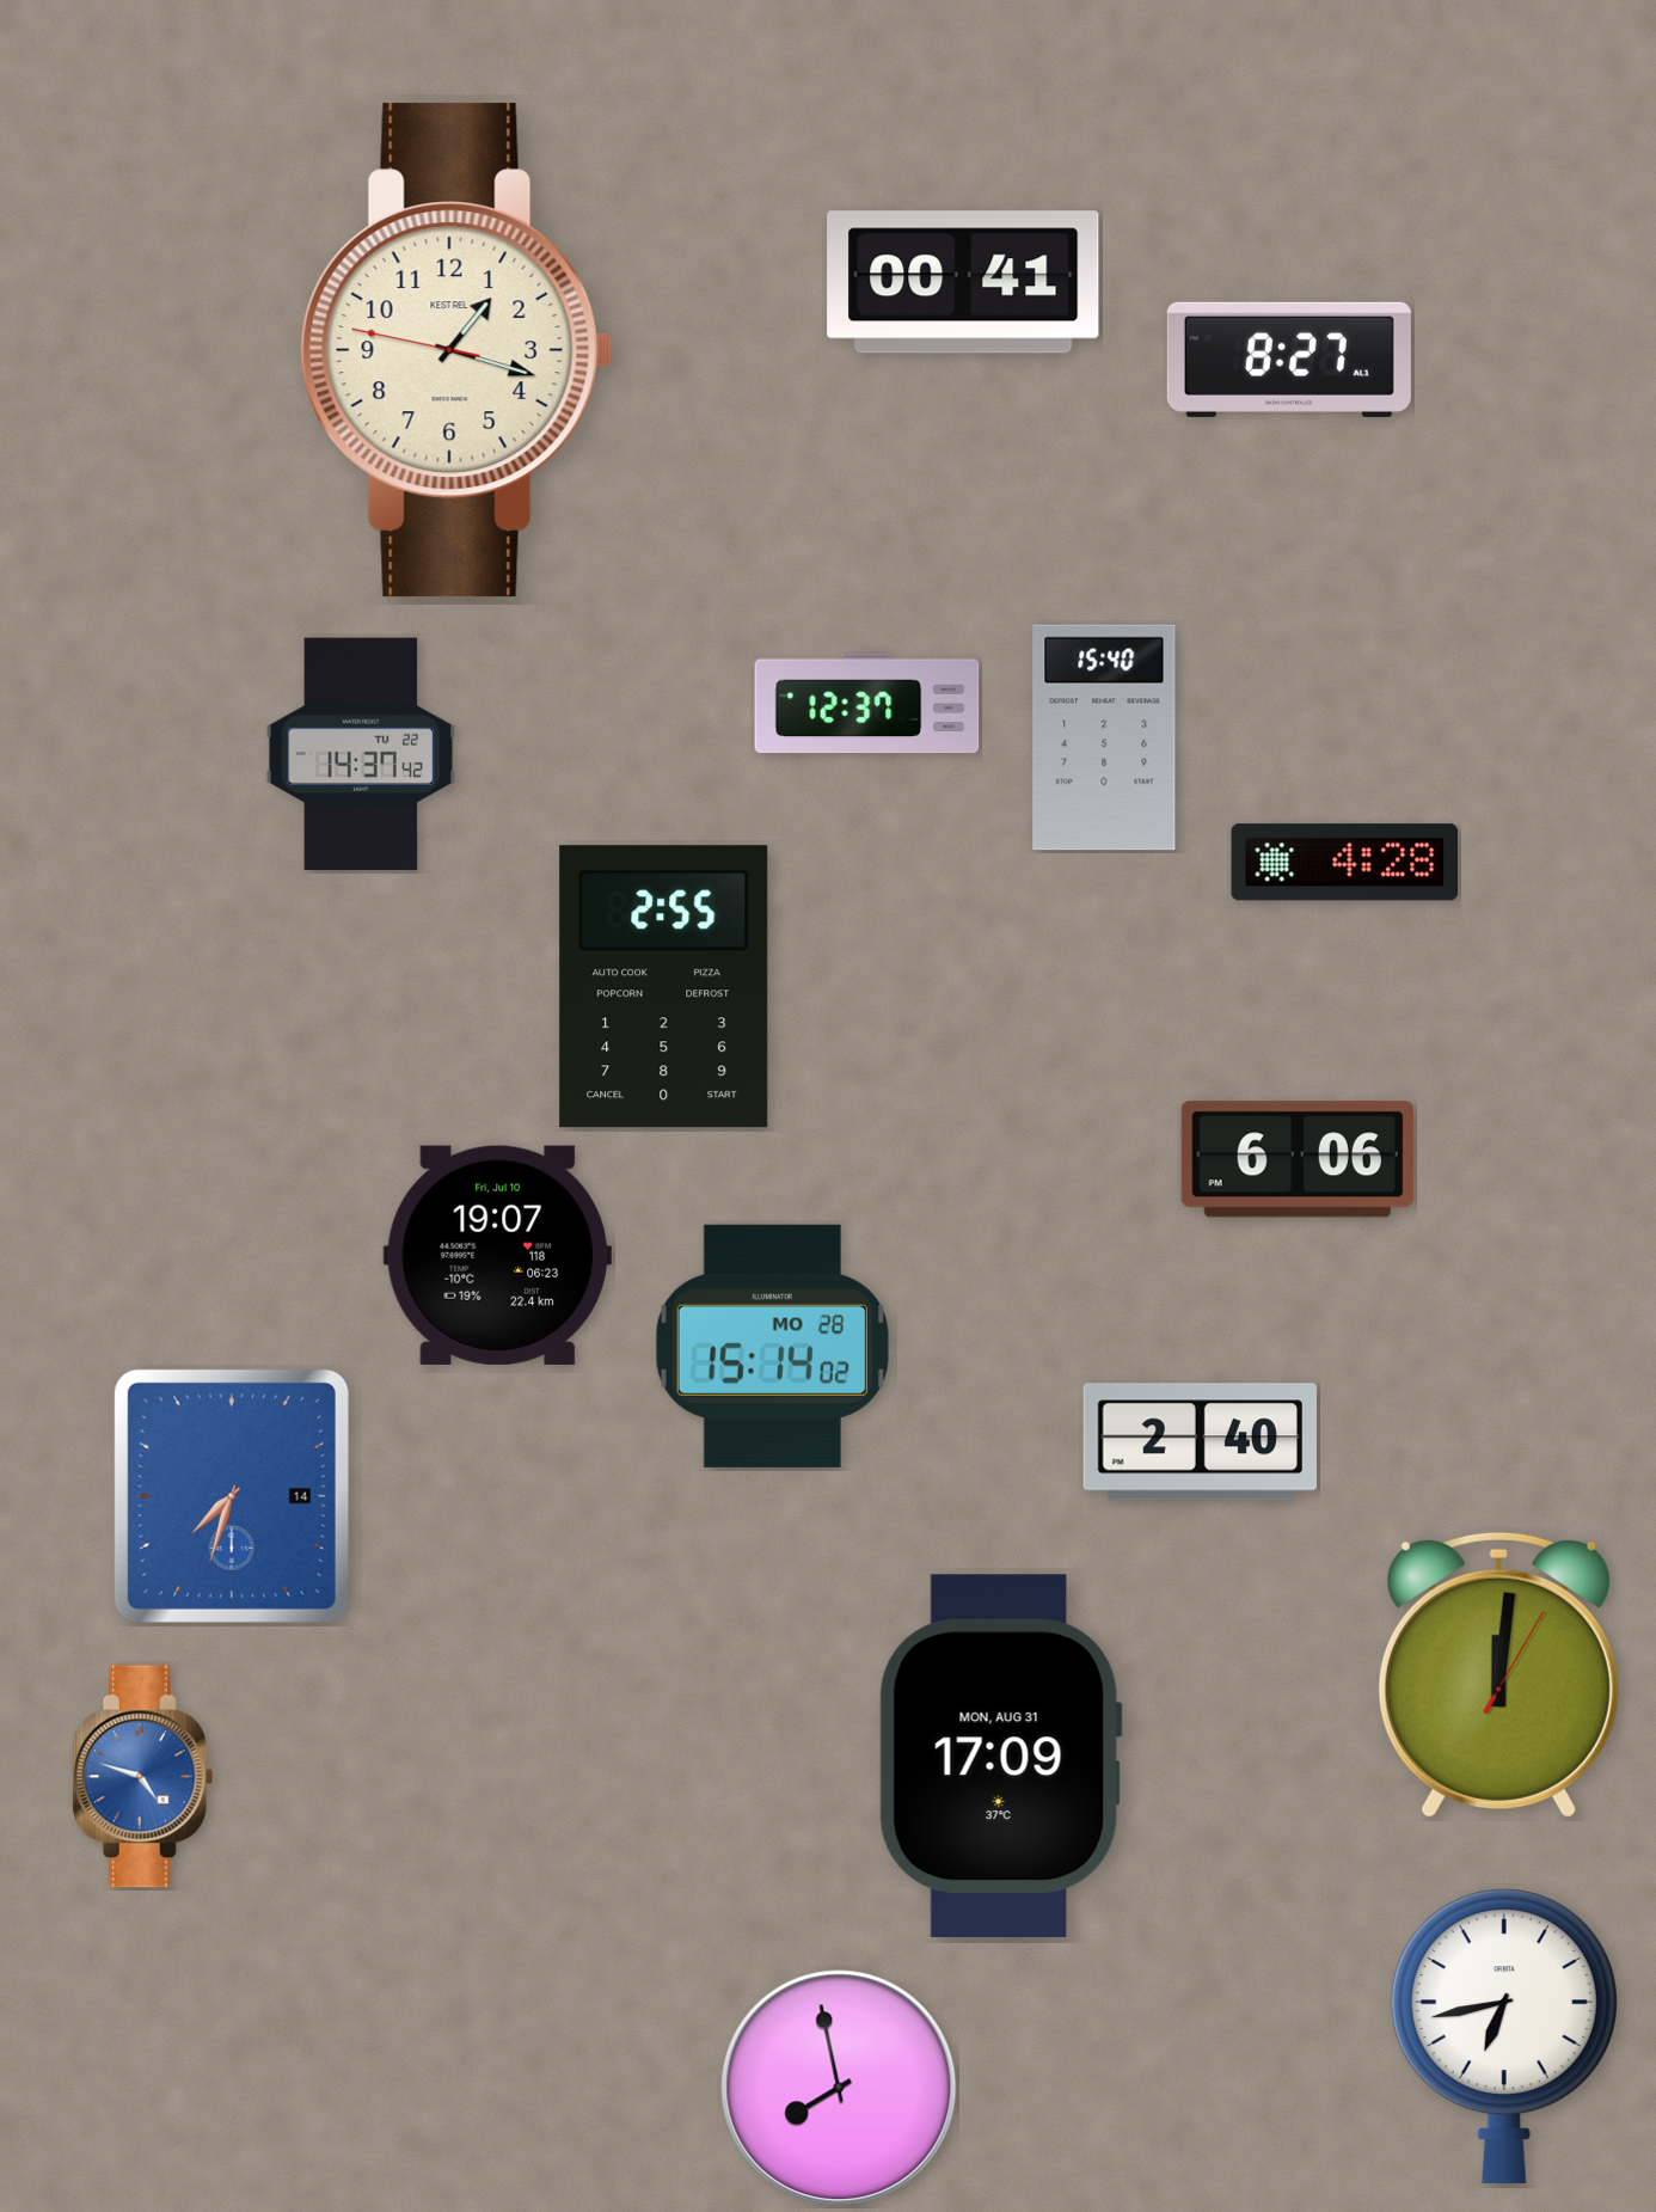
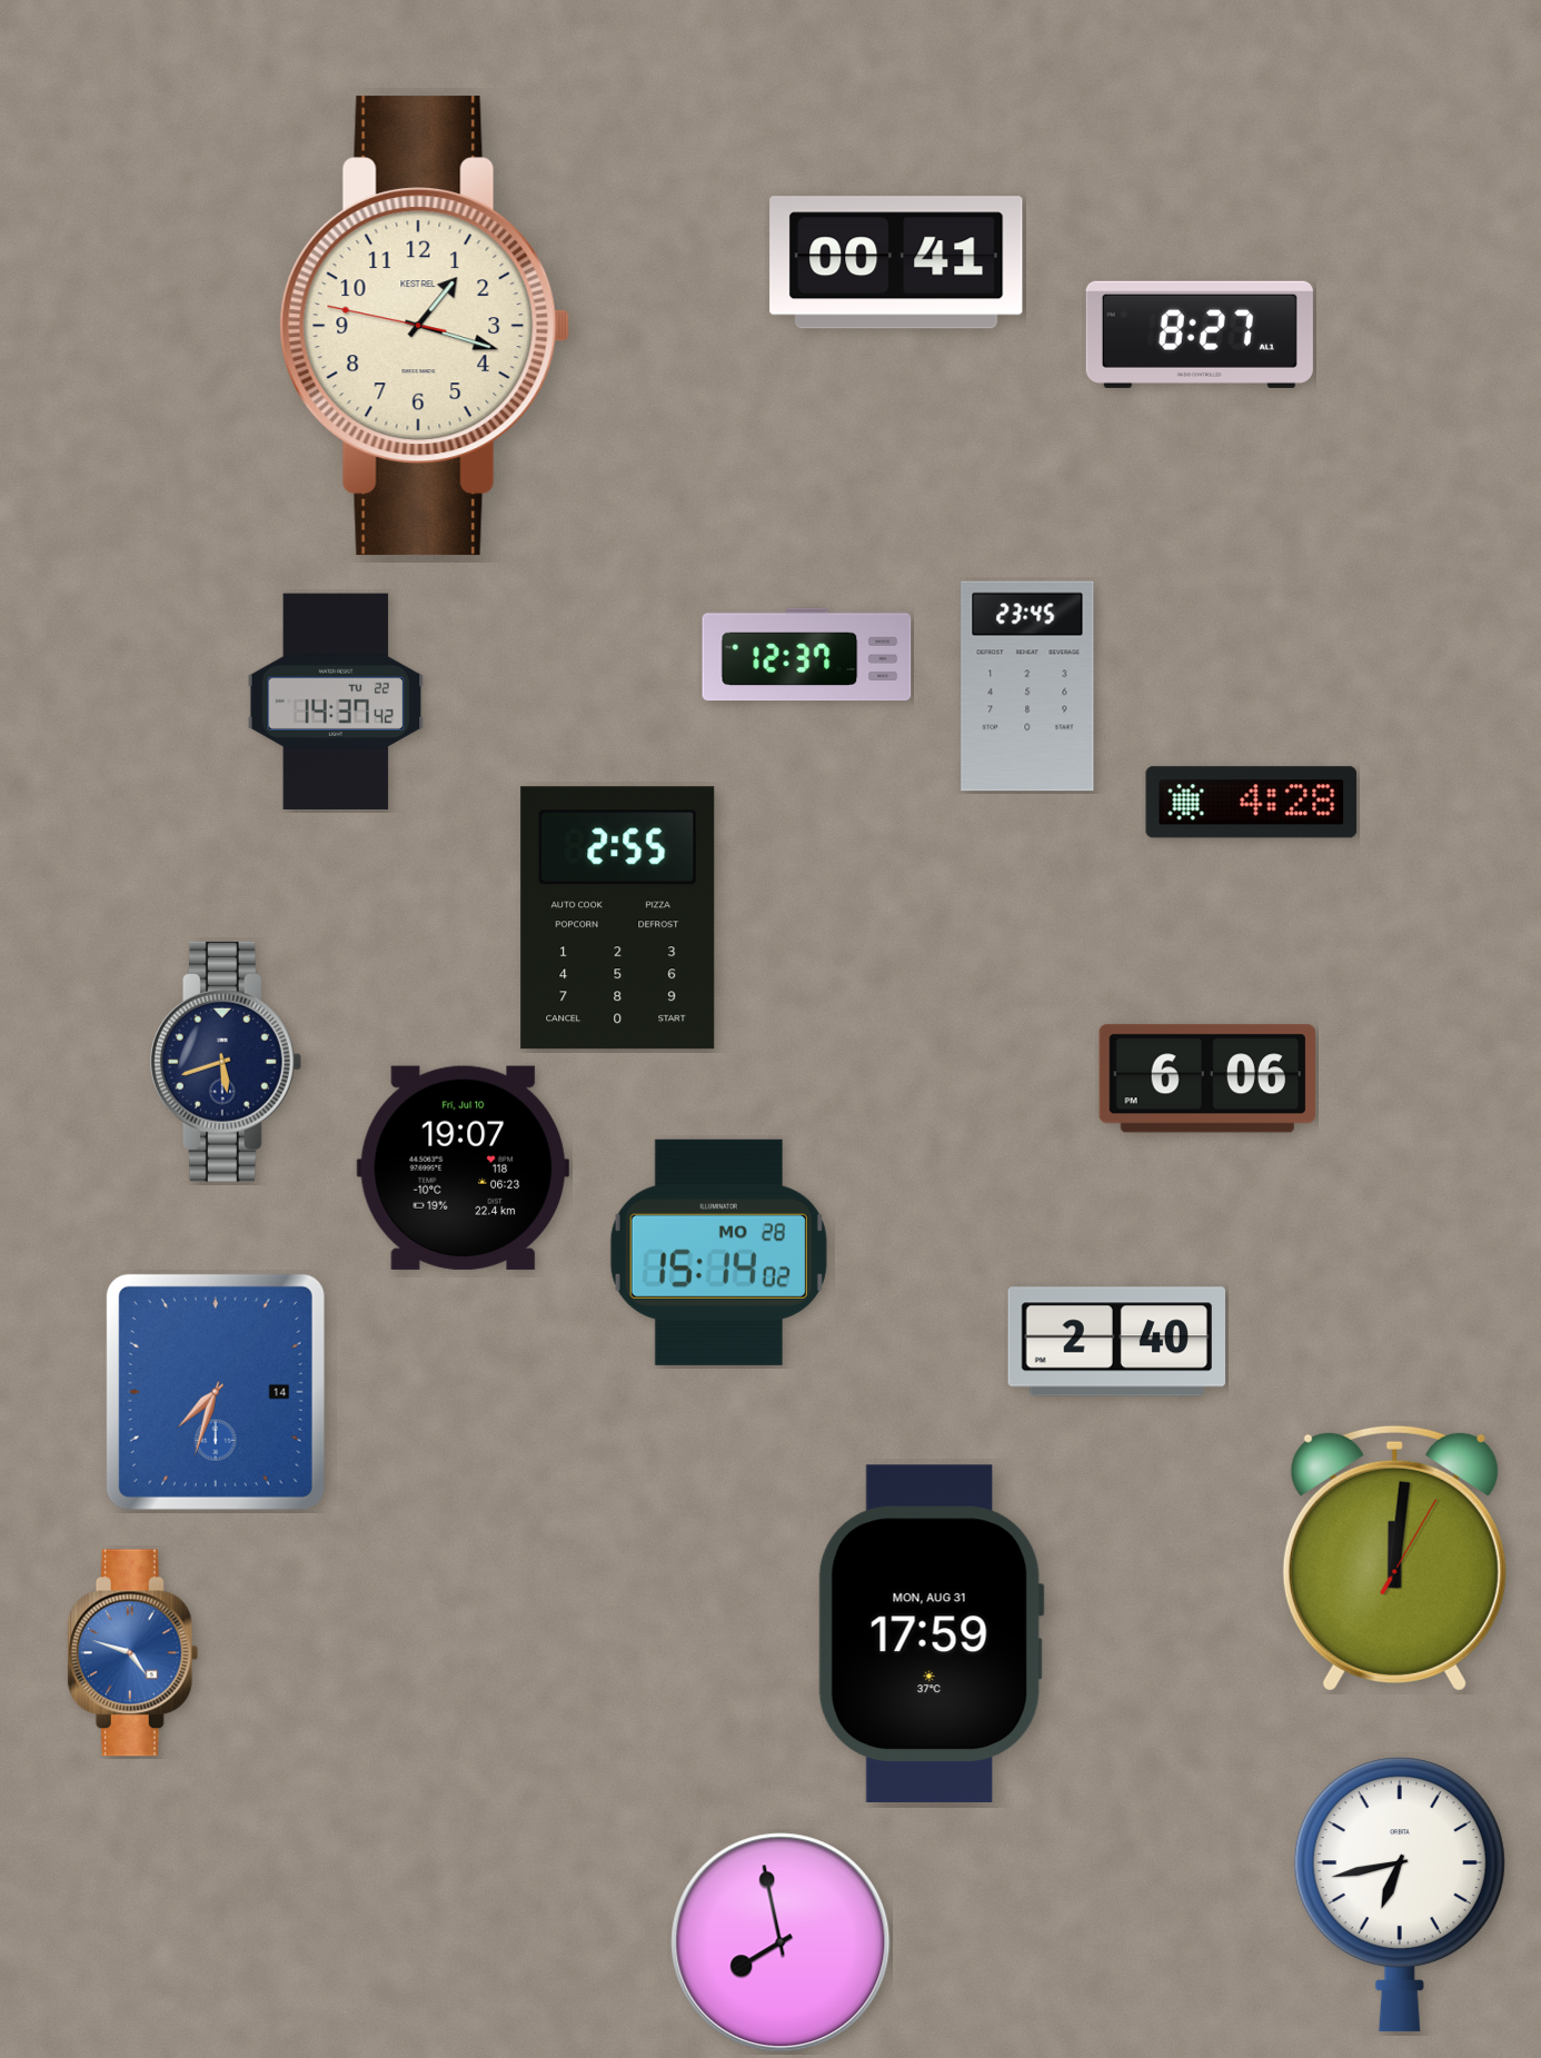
clock at (1104, 737): 15:40 -> 23:45
clock at (226, 1062): none -> 5:42
clock at (1000, 1755): 17:09 -> 17:59
